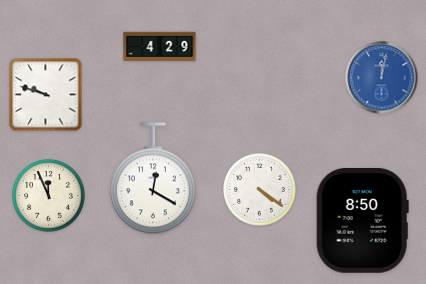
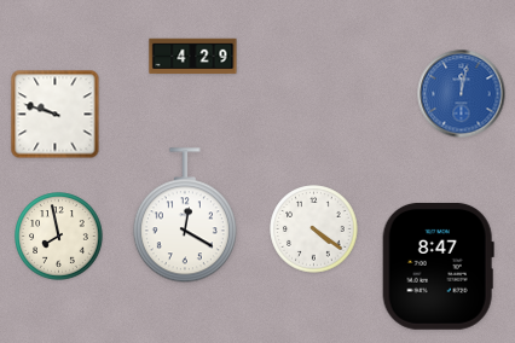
clock at (49, 196): 11:56 -> 7:58
clock at (362, 220): 8:50 -> 8:47
